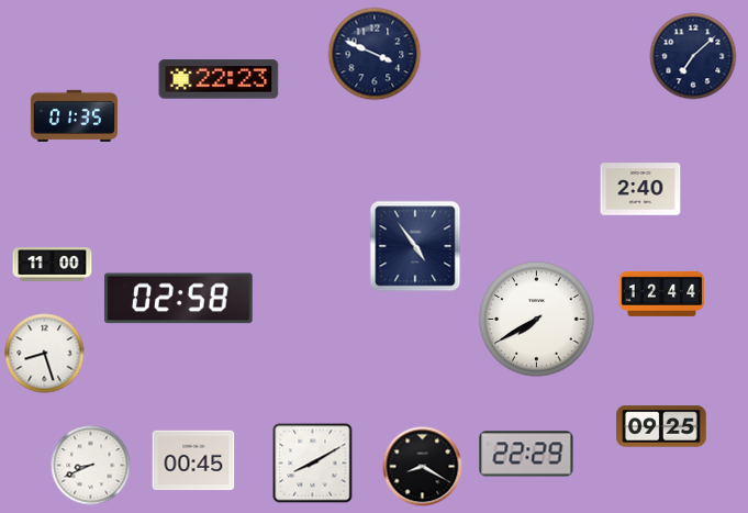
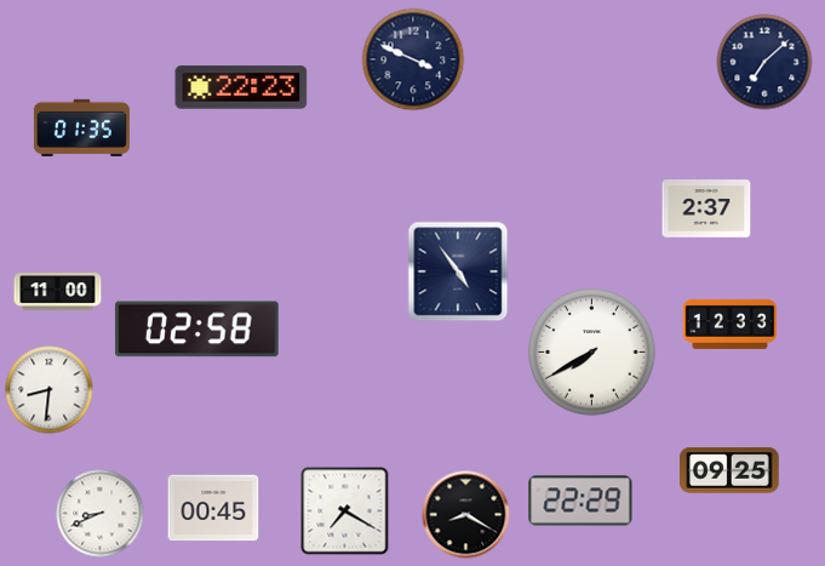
clock at (640, 189): 2:40 -> 2:37
clock at (662, 293): 12:44 -> 12:33
clock at (45, 354): 8:27 -> 8:31
clock at (313, 464): 8:10 -> 7:20
